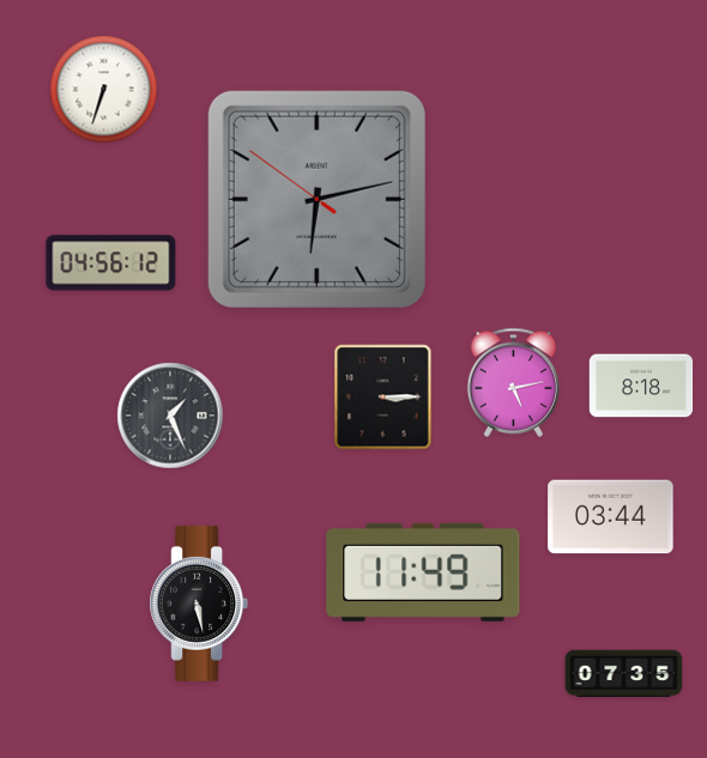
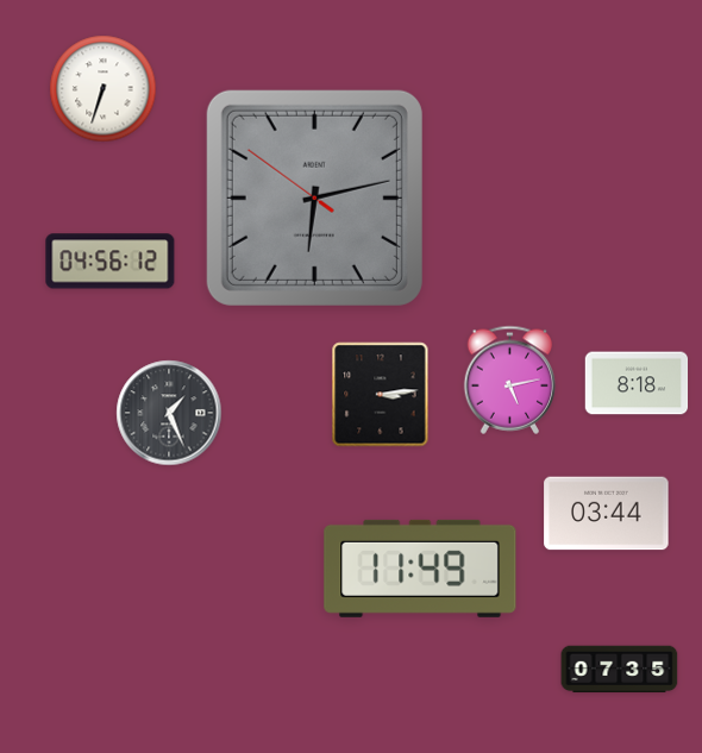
clock at (383, 398): 3:15 -> 3:14
clock at (199, 604): 5:28 -> none
